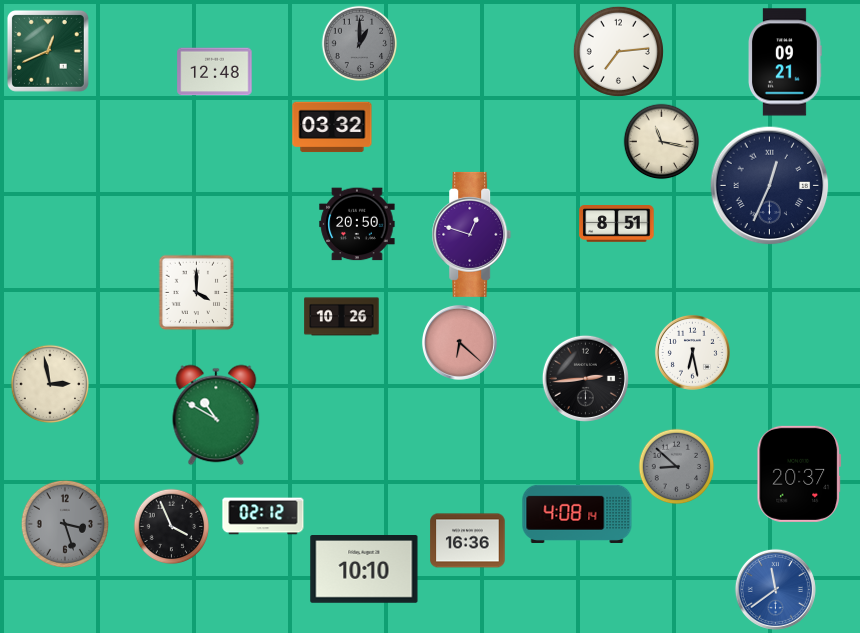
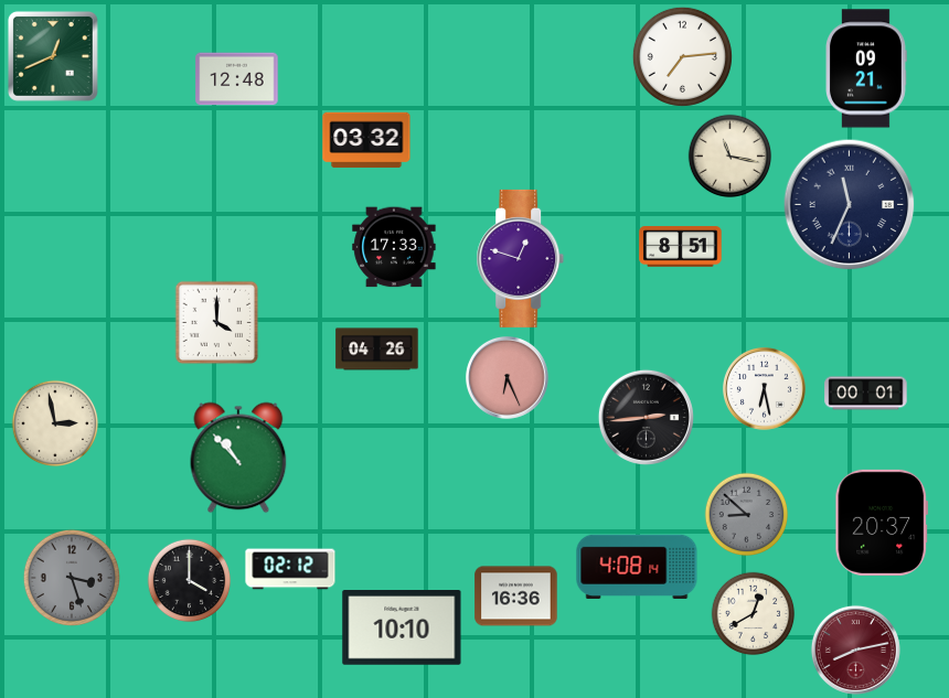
clock at (360, 44): 1:00 -> none
clock at (770, 186): 12:34 -> 11:34
clock at (357, 224): 20:50 -> 17:33
clock at (342, 317): 10:26 -> 04:26
clock at (459, 342): 6:22 -> 6:26
clock at (866, 394): none -> 00:01
clock at (216, 415): 10:50 -> 10:53
clock at (172, 527): 3:56 -> 4:00
clock at (754, 614): none -> 12:40
clock at (775, 589): 11:39 -> 8:13
clock at (775, 589) dial: blue -> burgundy
